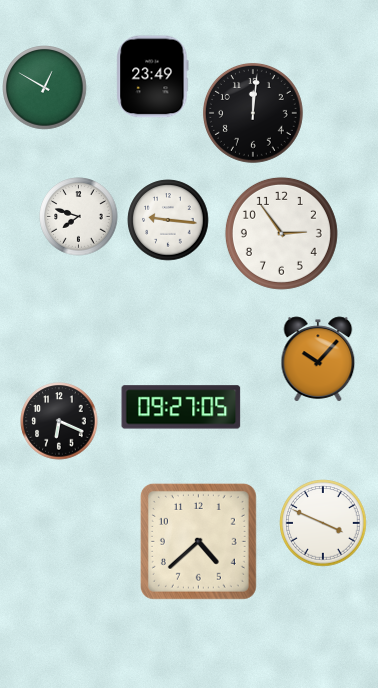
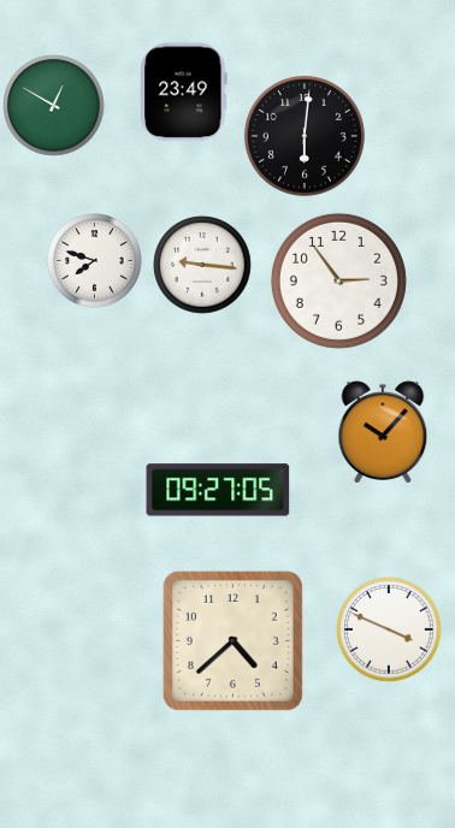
clock at (253, 113): 12:01 -> 6:01
clock at (59, 421): 6:19 -> none
clock at (198, 541) position: (198, 541) -> (232, 640)
